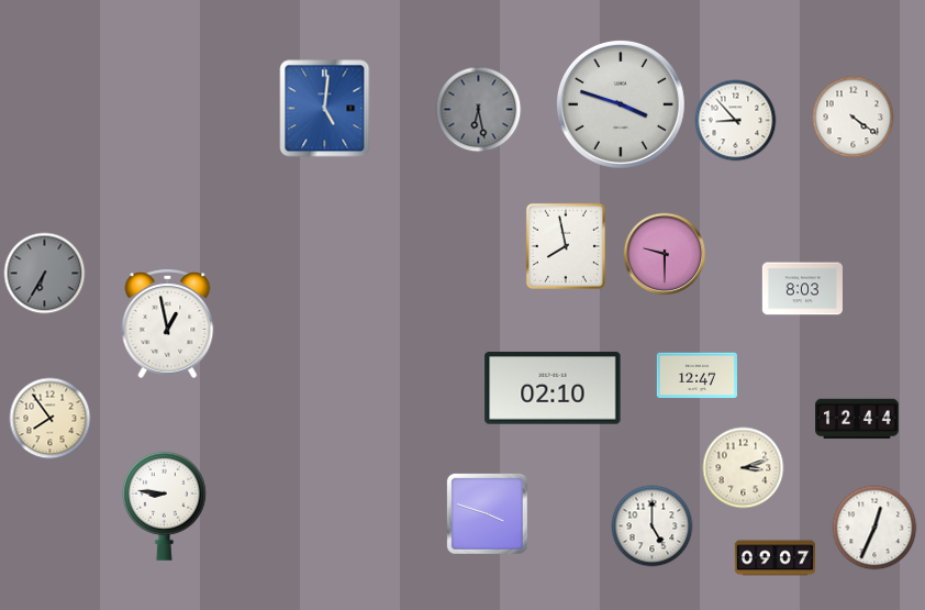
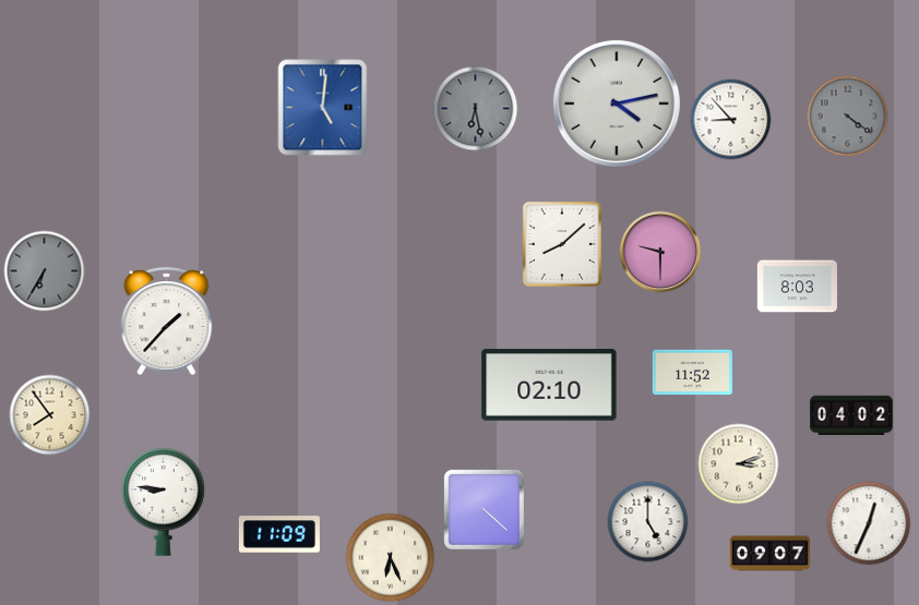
clock at (621, 104): 3:48 -> 4:13
clock at (854, 118) dial: white -> grey
clock at (566, 246): 7:58 -> 8:08
clock at (168, 323): 12:58 -> 1:37
clock at (696, 376): 12:47 -> 11:52
clock at (858, 419): 12:44 -> 04:02
clock at (487, 513): 3:48 -> 4:22
clock at (279, 534): none -> 11:09
clock at (391, 558): none -> 6:26
